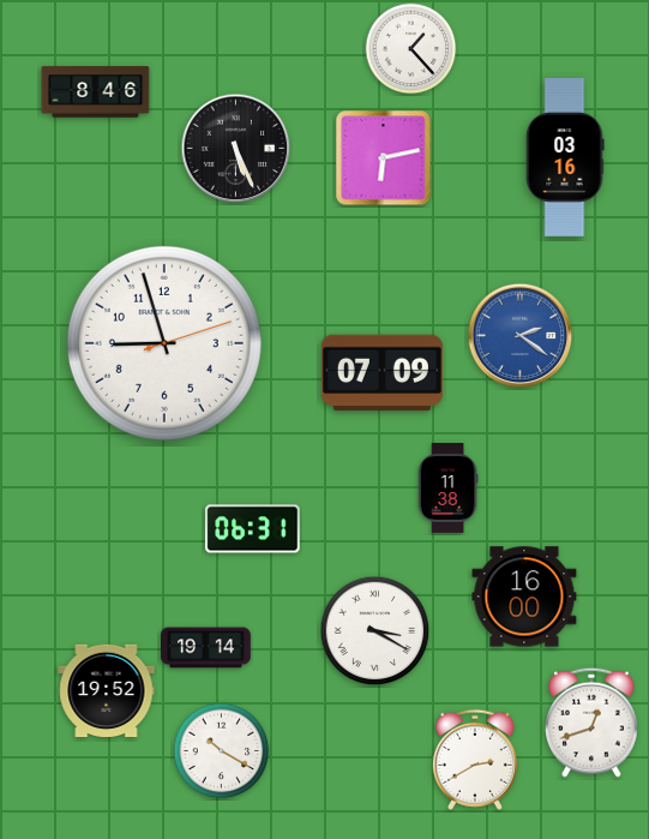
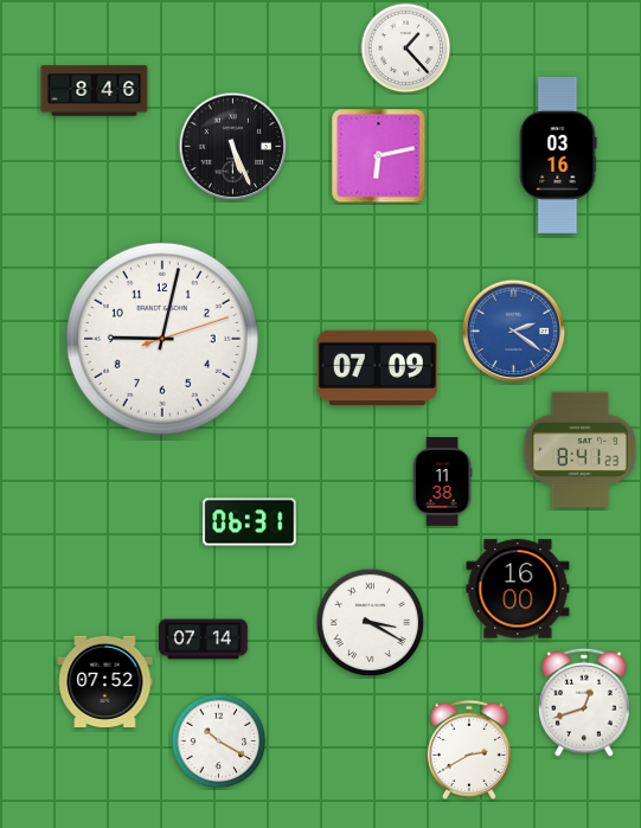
clock at (164, 343): 8:57 -> 9:02
clock at (581, 450): none -> 8:41
clock at (206, 648): 19:14 -> 07:14
clock at (107, 690): 19:52 -> 07:52
clock at (591, 723) position: (591, 723) -> (584, 702)
